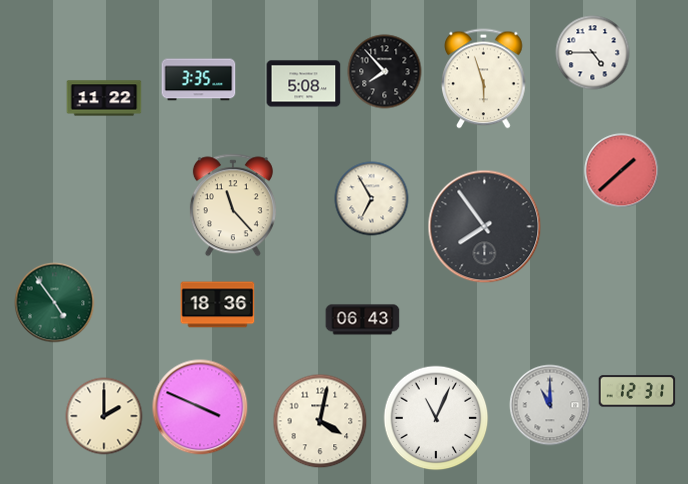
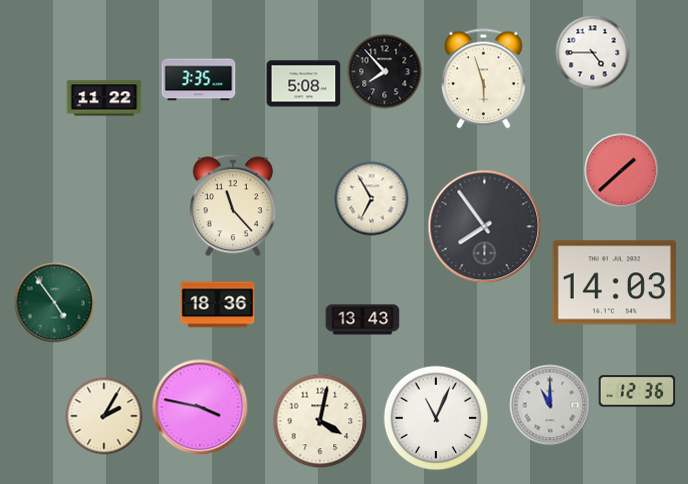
clock at (614, 283): none -> 14:03
clock at (363, 320): 06:43 -> 13:43
clock at (637, 391): 12:31 -> 12:36
clock at (200, 407): 3:49 -> 3:47
clock at (104, 416): 2:00 -> 2:05
